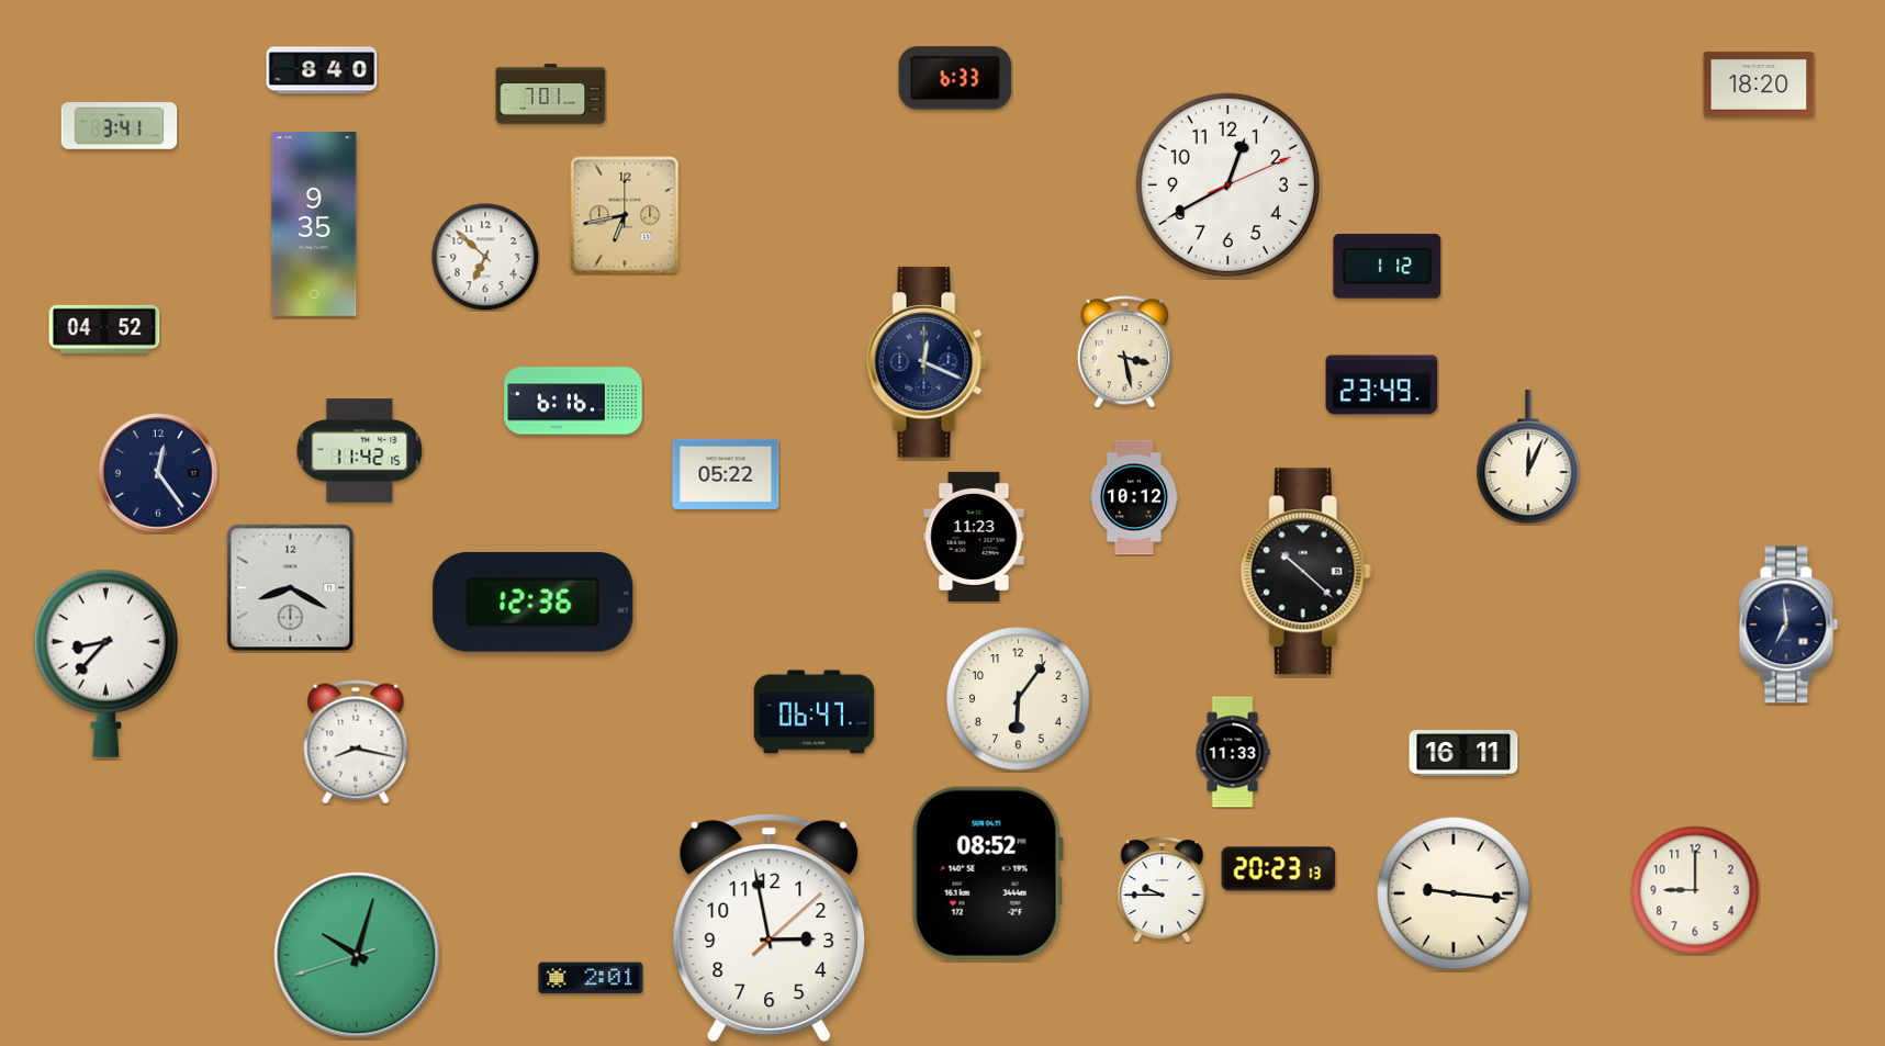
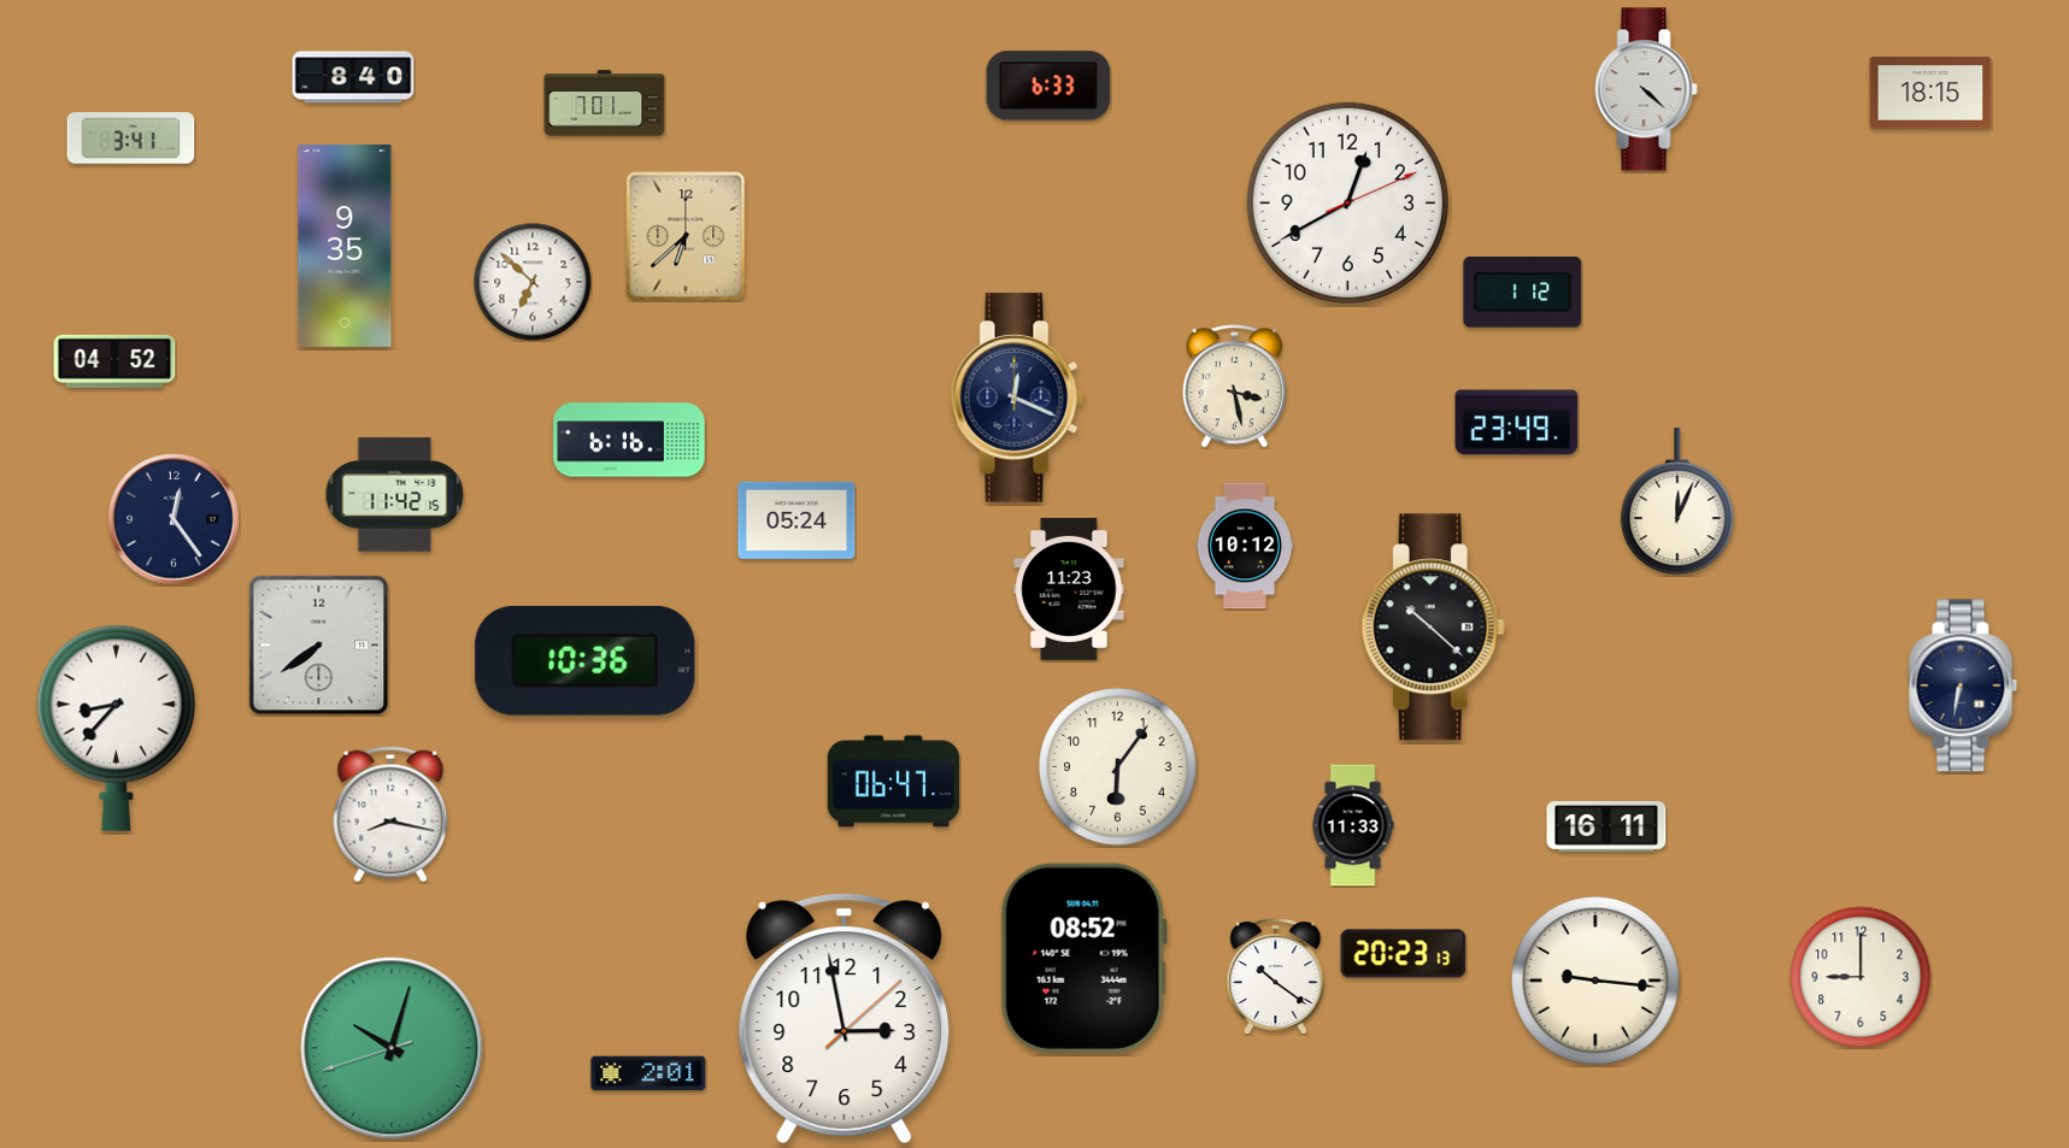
clock at (1646, 89): none -> 4:22
clock at (1759, 85): 18:20 -> 18:15
clock at (625, 215): 6:43 -> 6:38
clock at (726, 474): 05:22 -> 05:24
clock at (291, 588): 8:20 -> 7:39
clock at (534, 601): 12:36 -> 10:36
clock at (1788, 625): 6:59 -> 6:32
clock at (1163, 889): 9:45 -> 10:21
